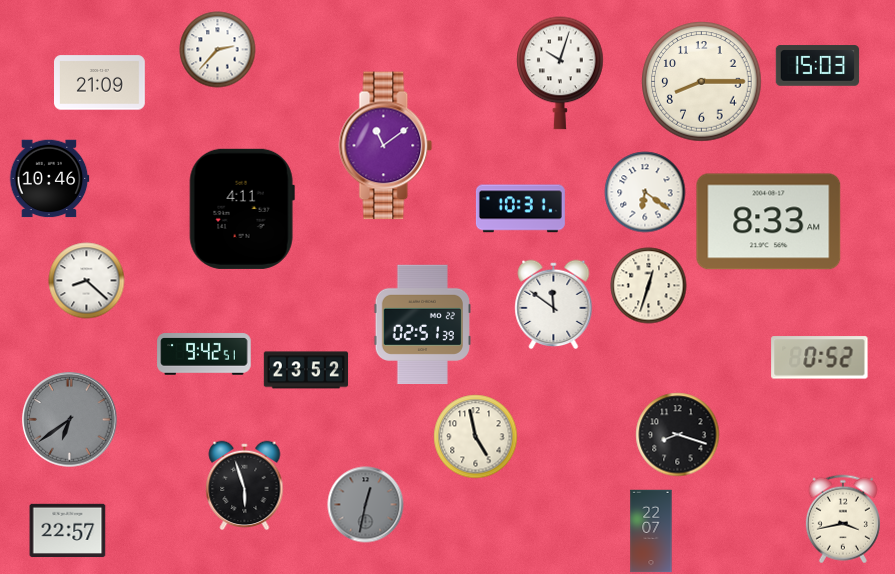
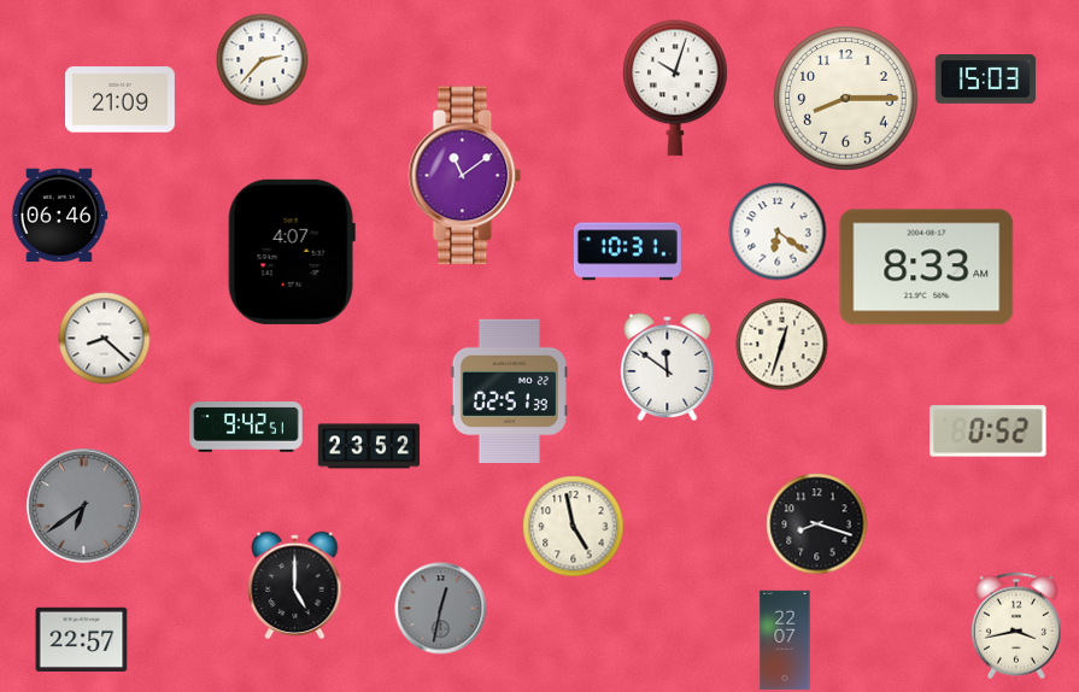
clock at (49, 179): 10:46 -> 06:46
clock at (242, 209): 4:11 -> 4:07
clock at (245, 486): 5:57 -> 5:00
